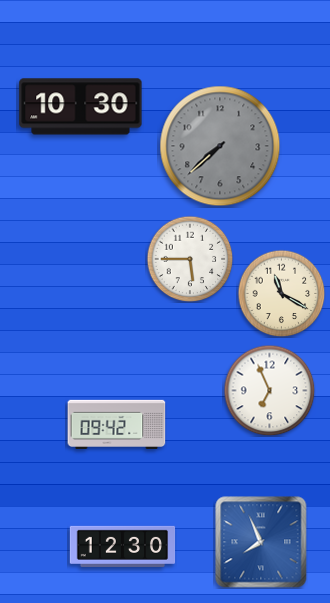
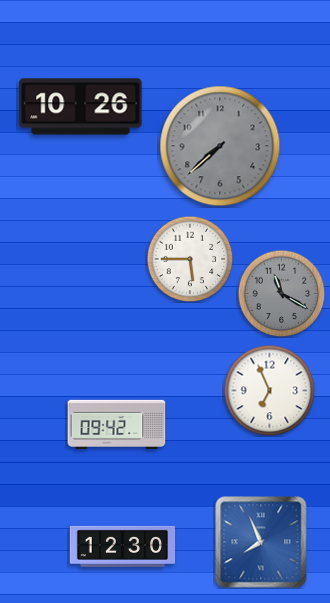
clock at (81, 107): 10:30 -> 10:26
clock at (281, 293) dial: cream -> grey
